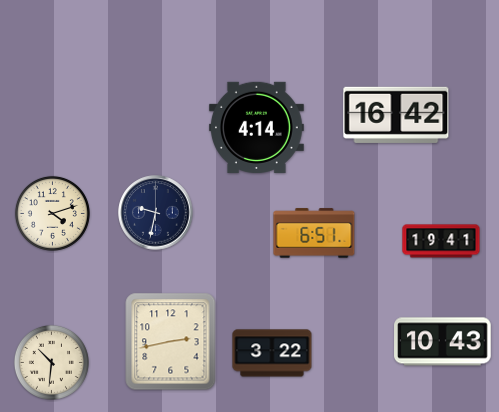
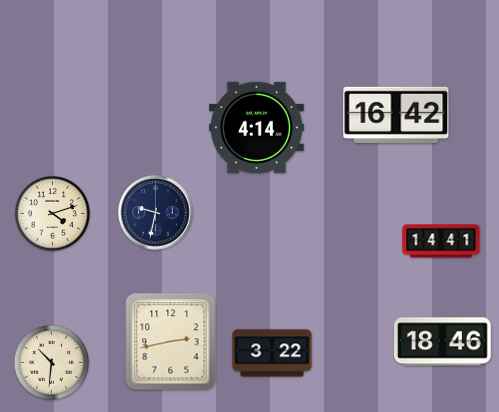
clock at (314, 233): 6:51 -> none
clock at (441, 241): 19:41 -> 14:41
clock at (443, 342): 10:43 -> 18:46
